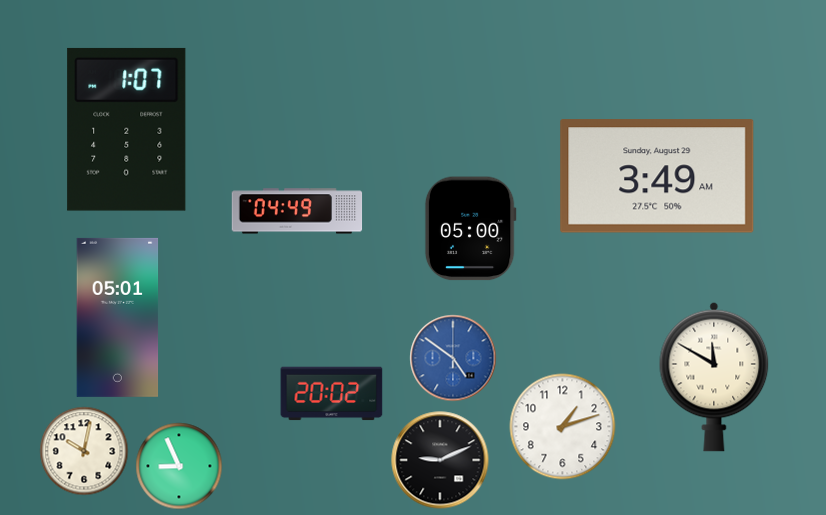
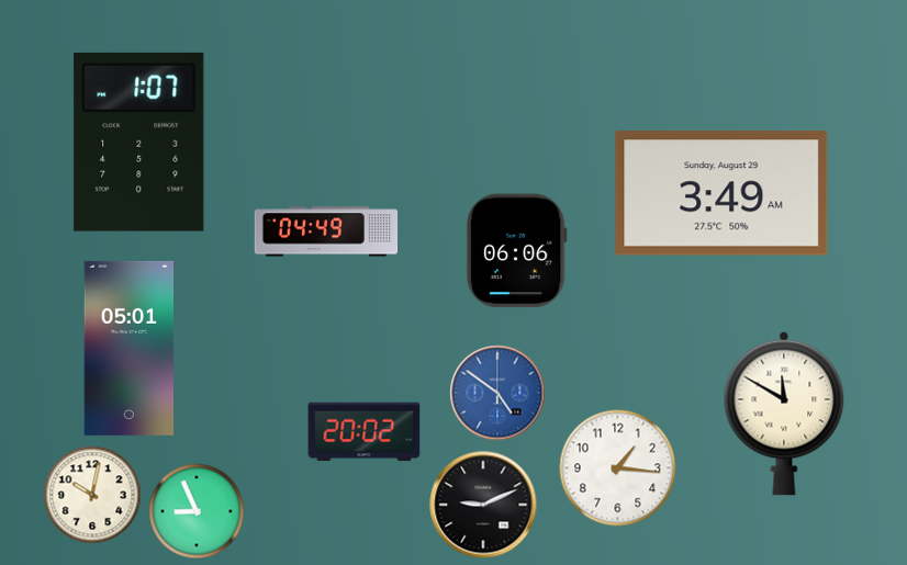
clock at (470, 229): 05:00 -> 06:06
clock at (563, 427): 1:12 -> 1:16
